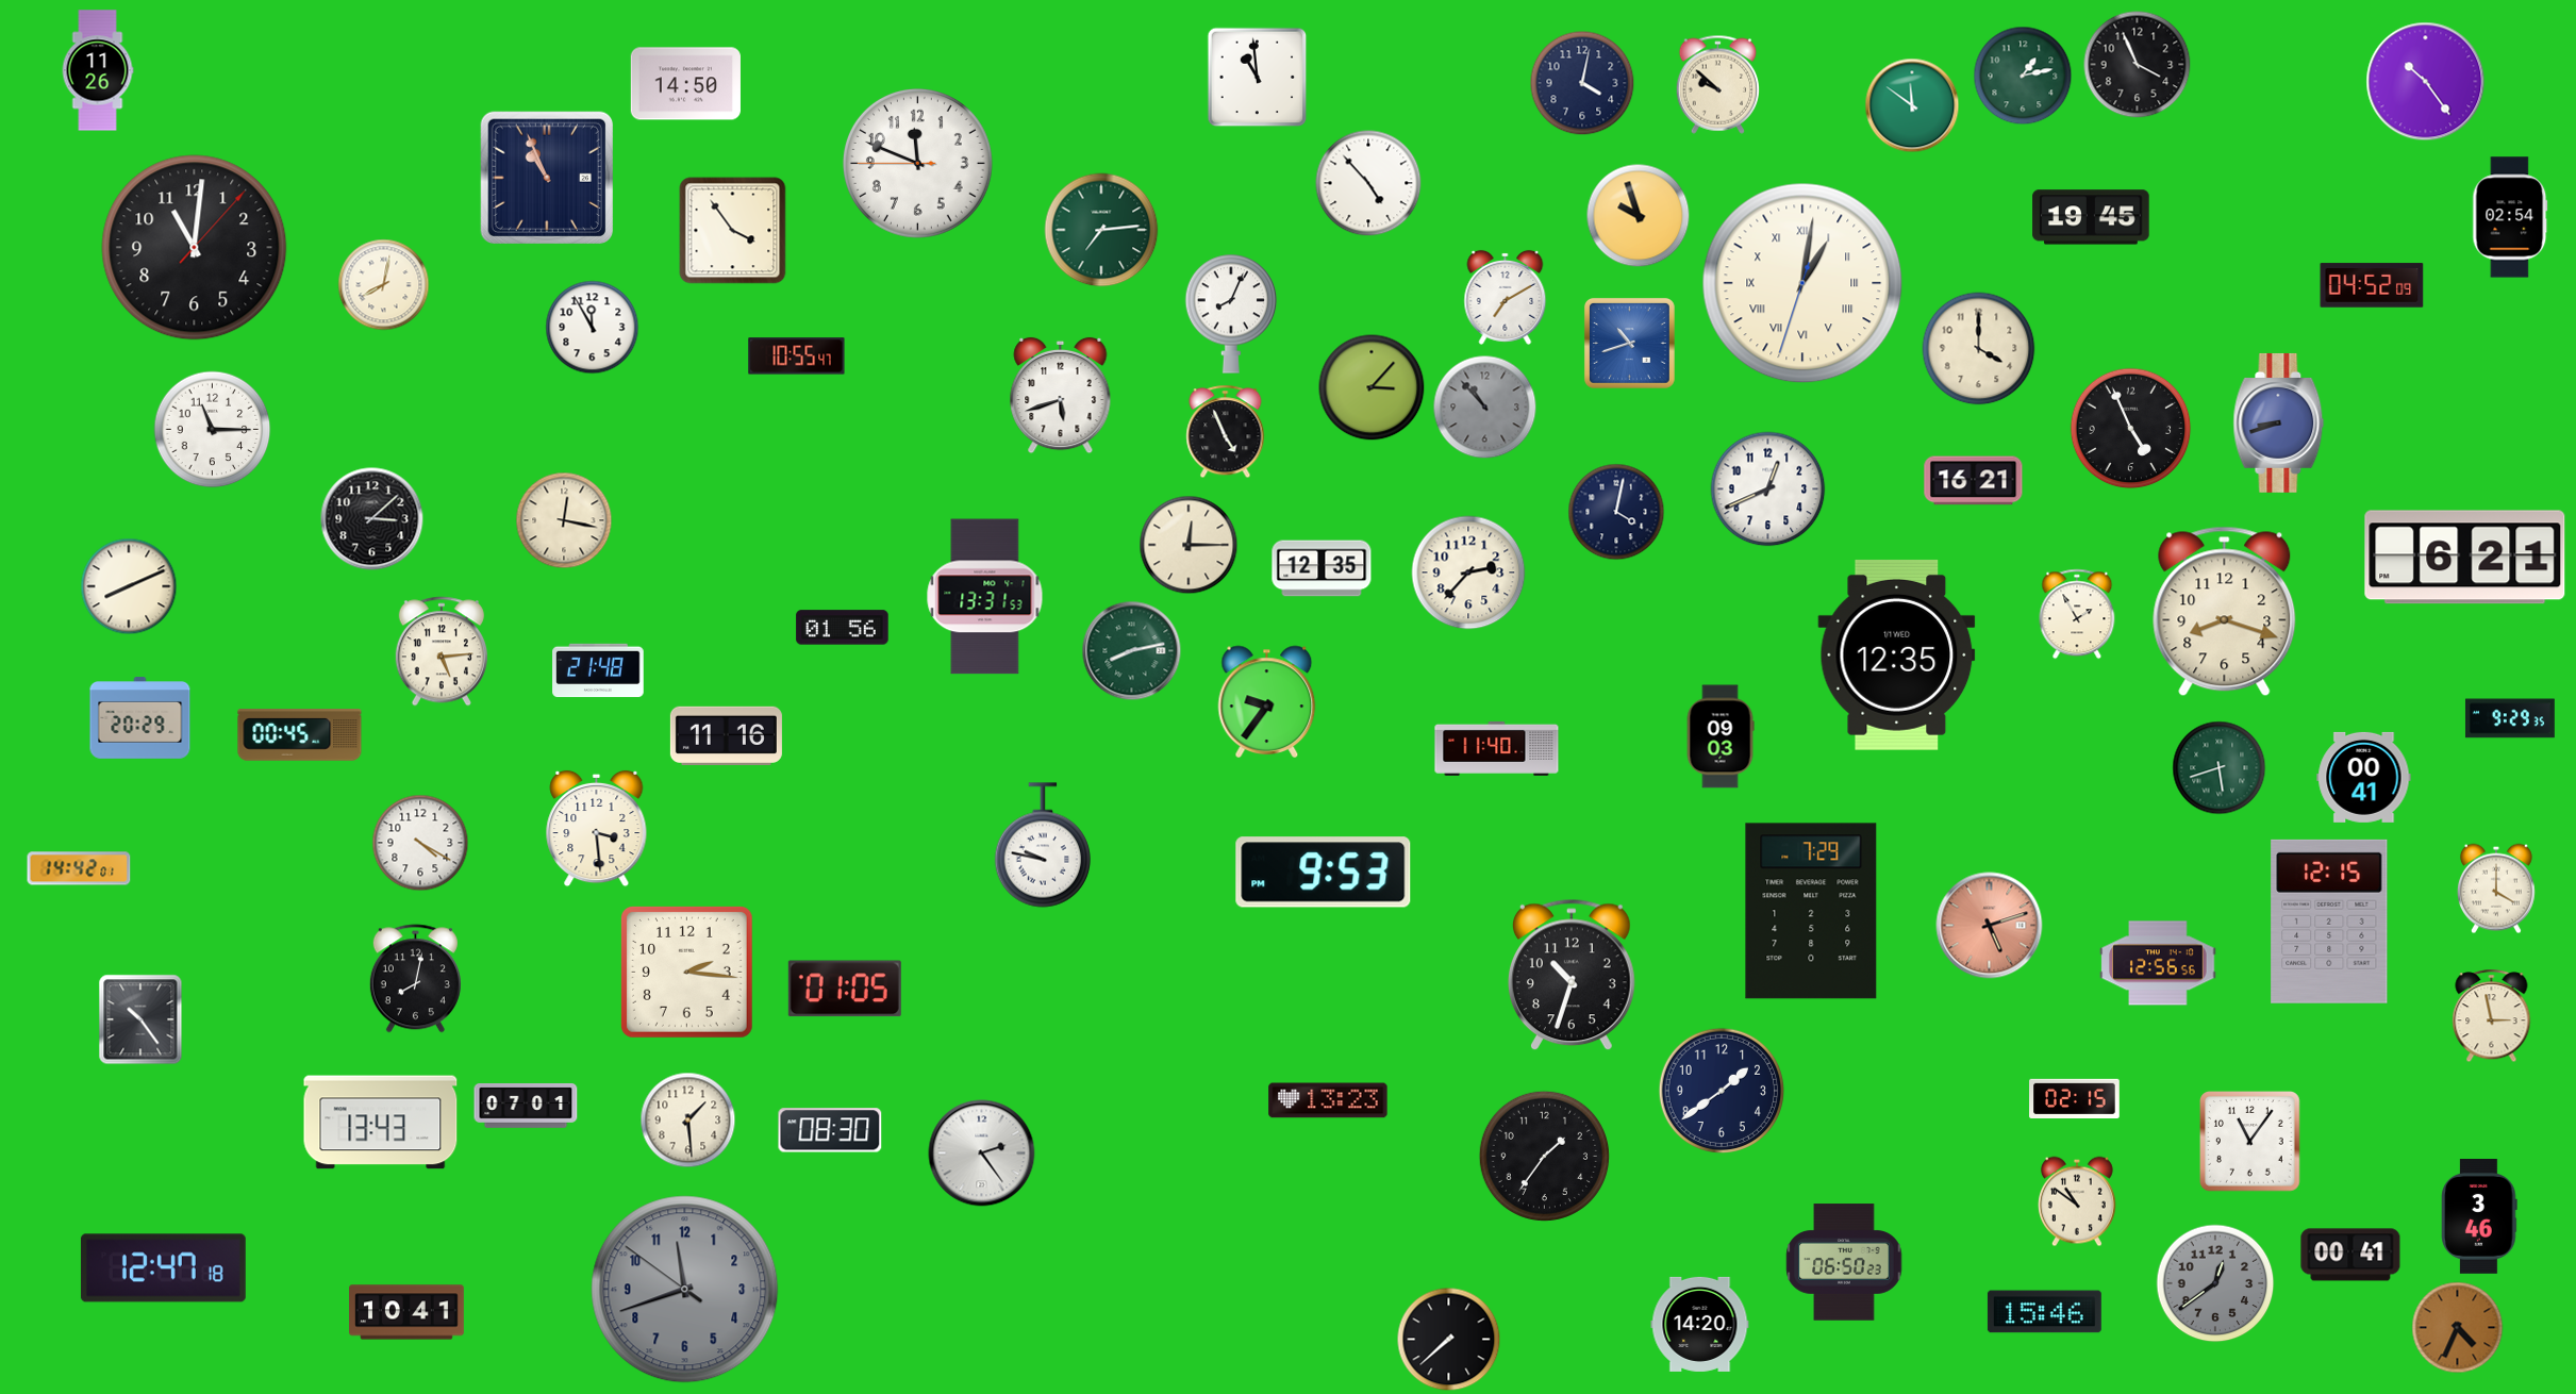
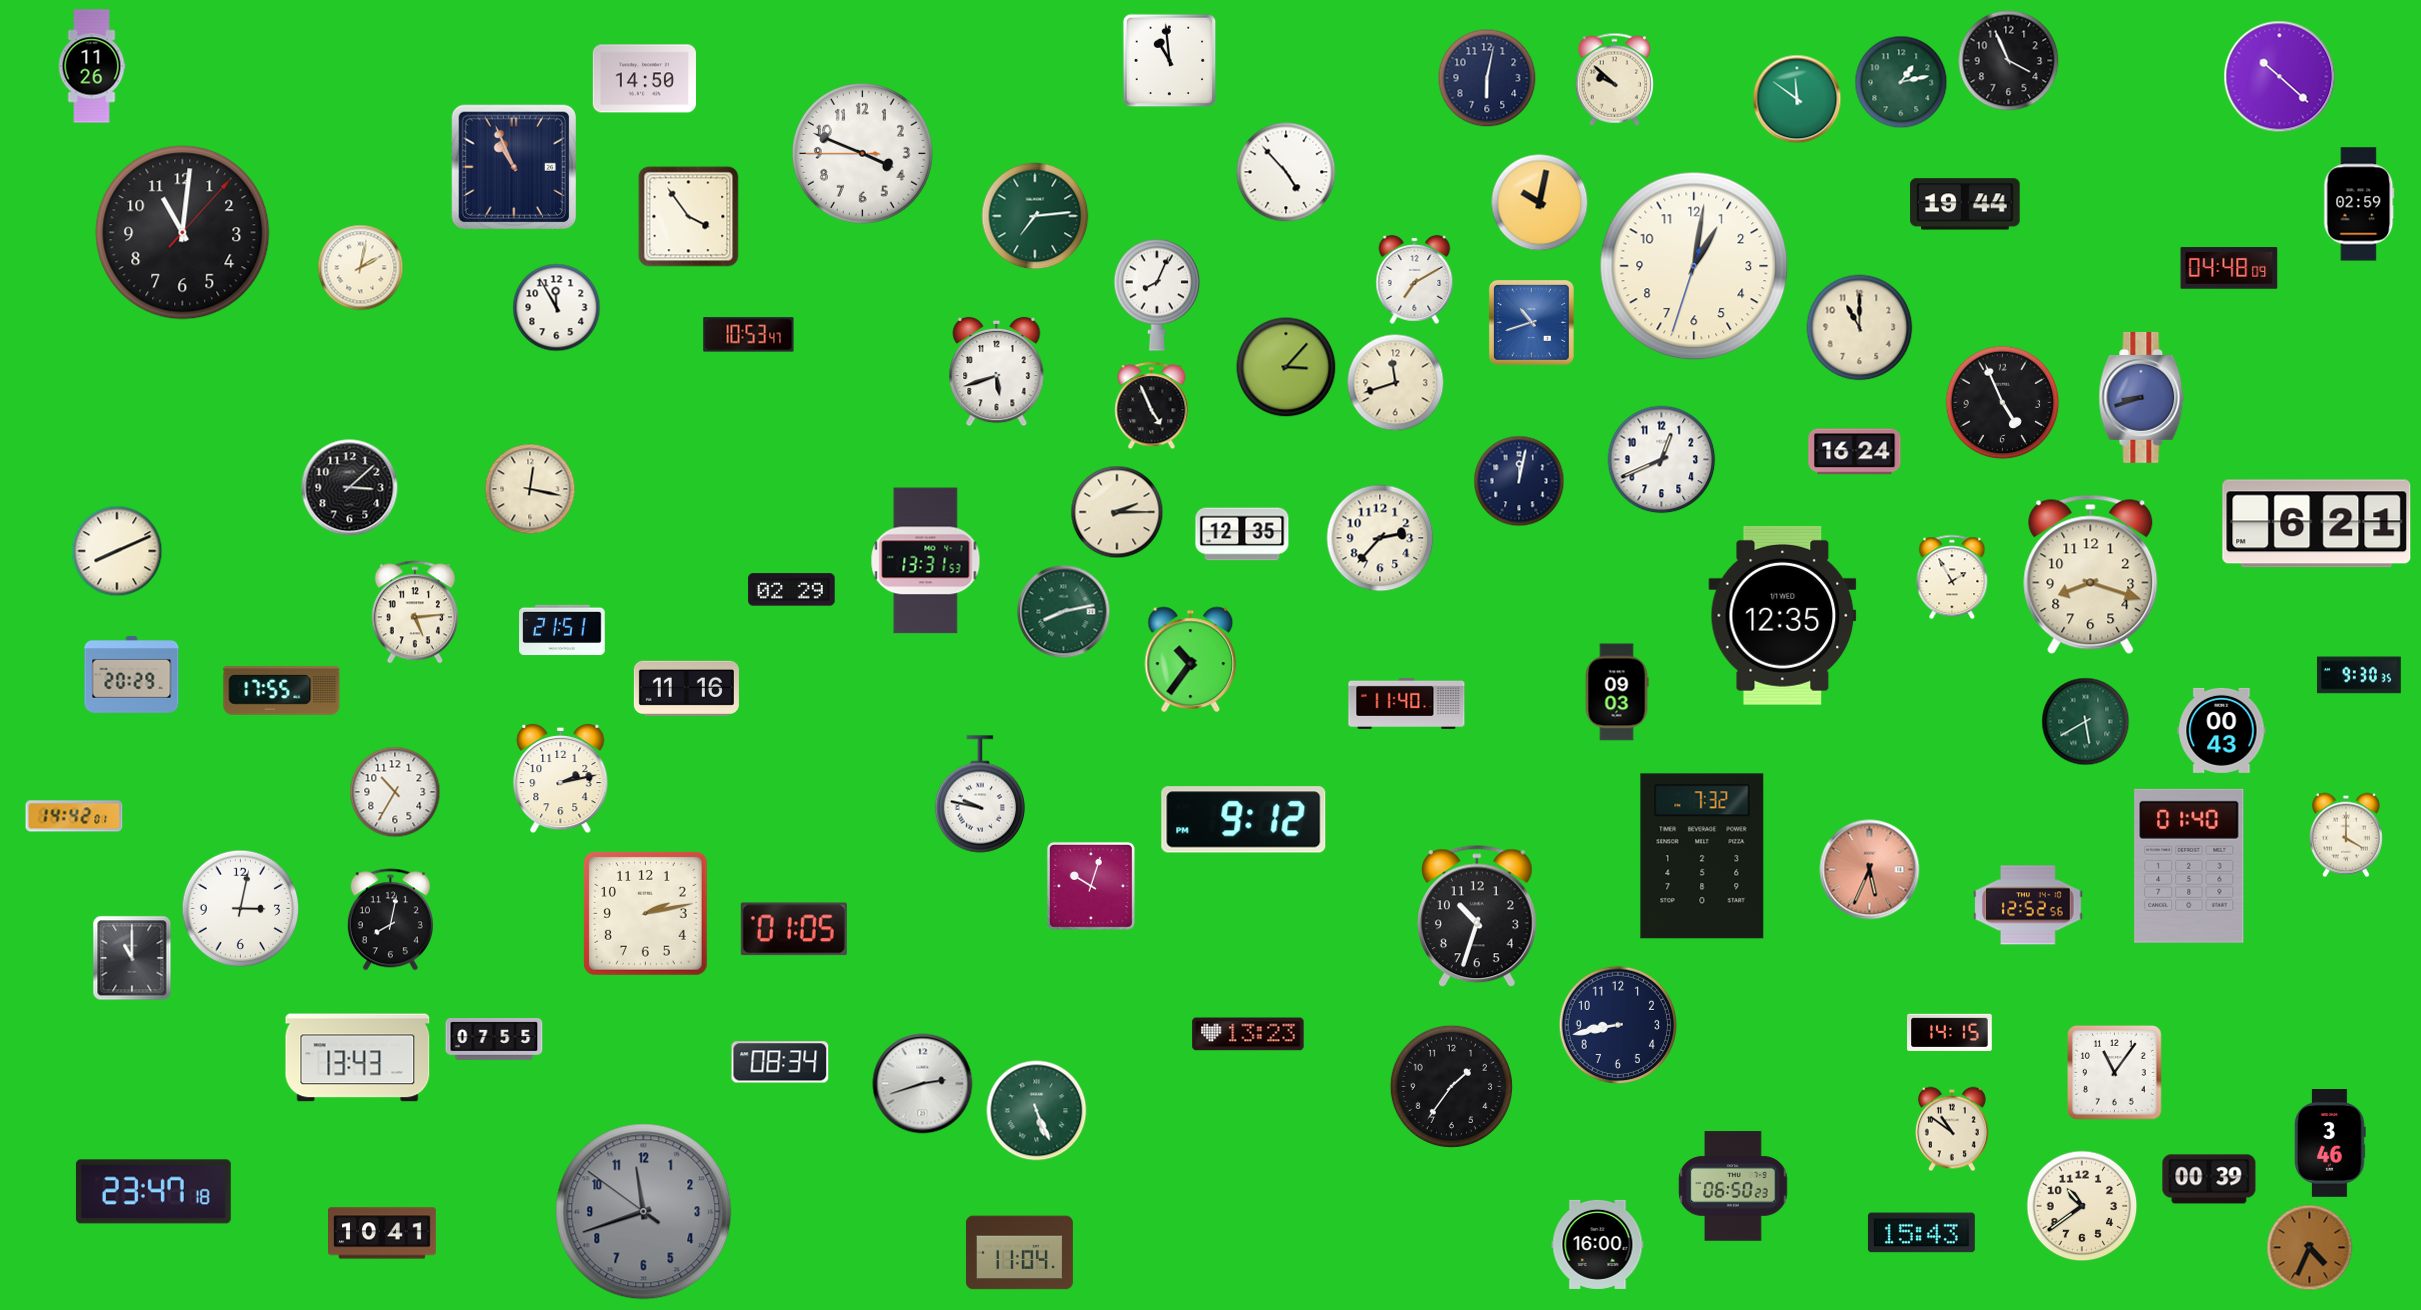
clock at (2023, 76) position: (2023, 76) -> (1901, 82)
clock at (1258, 78) position: (1258, 78) -> (1170, 61)
clock at (2426, 82): 10:24 -> 10:22
clock at (1582, 83): 4:02 -> 6:02
clock at (917, 163): 11:48 -> 3:48
clock at (1639, 216): 9:57 -> 10:02
clock at (2091, 217): 19:45 -> 19:44
clock at (2510, 217): 02:54 -> 02:59
clock at (1802, 283) numerals: Roman -> Arabic
clock at (384, 285): 8:02 -> 2:02
clock at (2372, 285): 04:52 -> 04:48
clock at (1979, 349): 4:00 -> 11:00
clock at (797, 356): 10:55 -> 10:53
clock at (1372, 387) position: (1372, 387) -> (1286, 367)
clock at (1485, 408): 10:53 -> 11:42
clock at (1485, 408) dial: grey -> cream
clock at (213, 430): 11:15 -> none
clock at (1974, 481): 16:21 -> 16:24
clock at (1616, 512): 4:02 -> 12:02
clock at (1189, 545): 12:15 -> 2:15
clock at (129, 586) position: (129, 586) -> (117, 551)
clock at (843, 628): 01:56 -> 02:29
clock at (598, 670): 21:48 -> 21:51
clock at (1267, 701): 9:36 -> 10:36
clock at (2510, 718): 9:29 -> 9:30
clock at (300, 735): 00:45 -> 17:55
clock at (726, 735) position: (726, 735) -> (686, 688)
clock at (2220, 768): 5:42 -> 5:40
clock at (2364, 777): 00:41 -> 00:43
clock at (597, 829): 3:29 -> 2:13
clock at (420, 843): 4:20 -> 10:35
clock at (1324, 873): 9:53 -> 9:12
clock at (1811, 911): 7:29 -> 7:32
clock at (2329, 922): 12:15 -> 01:40
clock at (1990, 926): 5:12 -> 5:34
clock at (1091, 886): none -> 10:03
clock at (2158, 963): 12:56 -> 12:52
clock at (241, 909): none -> 3:02
clock at (687, 973): 2:16 -> 2:13
clock at (2492, 1016): 2:58 -> none
clock at (140, 1019): 10:24 -> 11:00
clock at (1722, 1091): 1:39 -> 8:43
clock at (2075, 1098): 02:15 -> 14:15
clock at (526, 1106): 07:01 -> 07:55
clock at (688, 1121): 1:29 -> none
clock at (381, 1123) position: (381, 1123) -> (358, 1058)
clock at (830, 1130): 08:30 -> 08:34
clock at (982, 1154): 2:24 -> 2:42
clock at (1037, 1111): none -> 5:26
clock at (2350, 1255): 00:41 -> 00:39
clock at (163, 1268): 12:47 -> 23:47
clock at (2215, 1283): 12:39 -> 10:39
clock at (2215, 1283) dial: grey -> cream
clock at (2044, 1312): 15:46 -> 15:43
clock at (1700, 1324): 14:20 -> 16:00
clock at (1019, 1253): none -> 11:04
clock at (1449, 1340): 7:38 -> none
